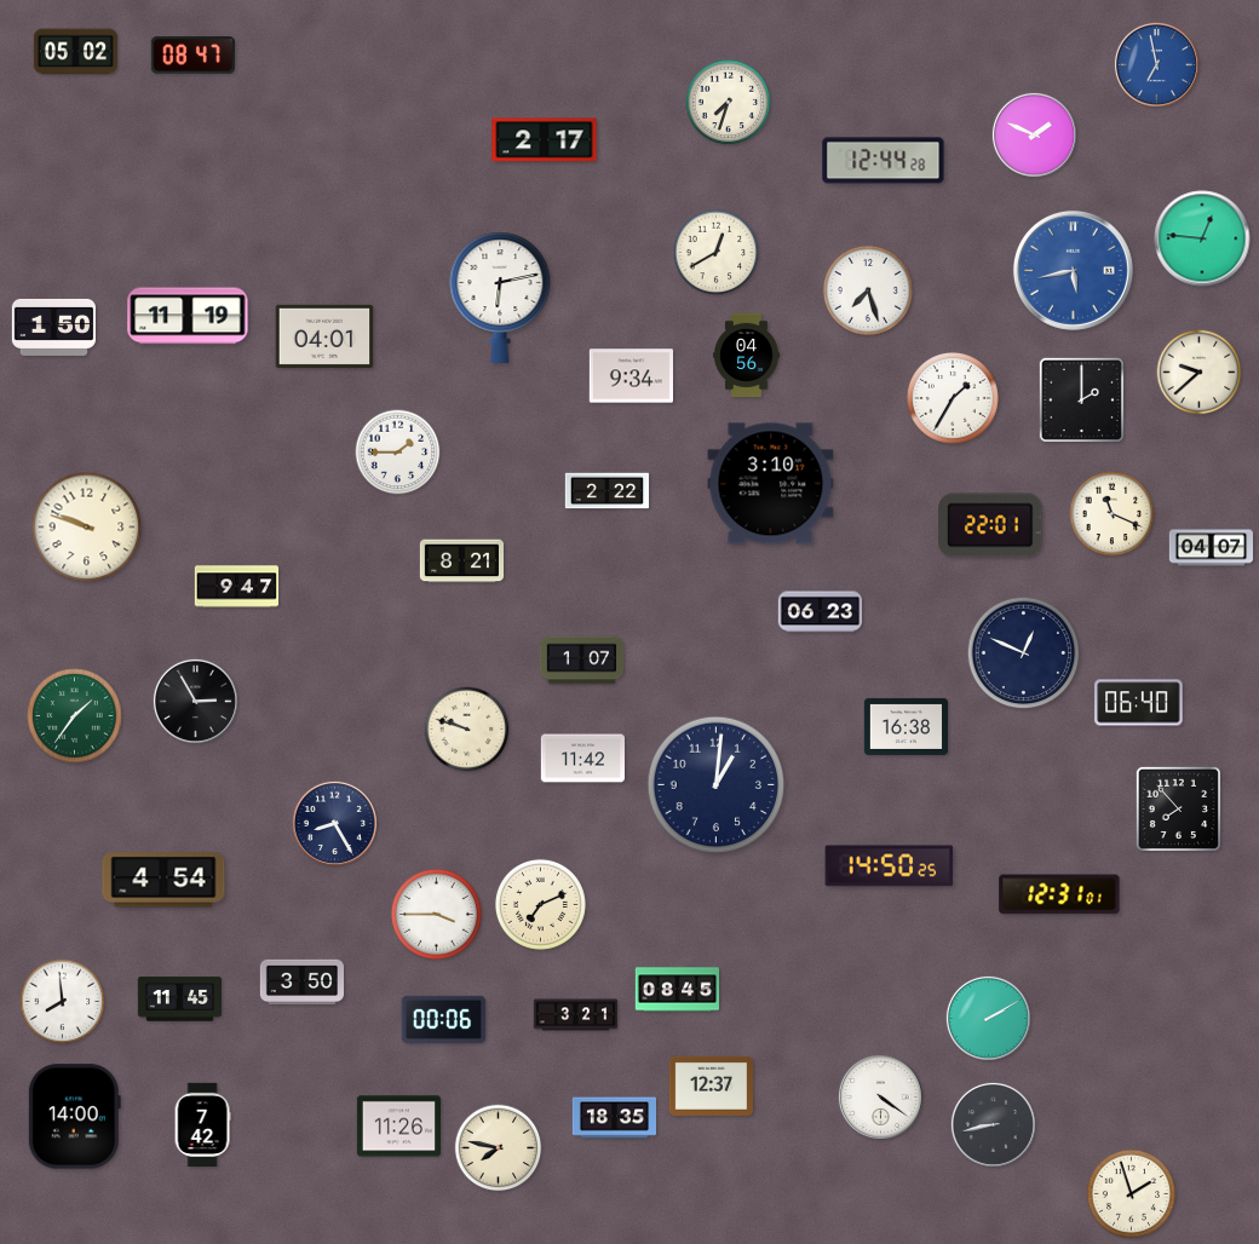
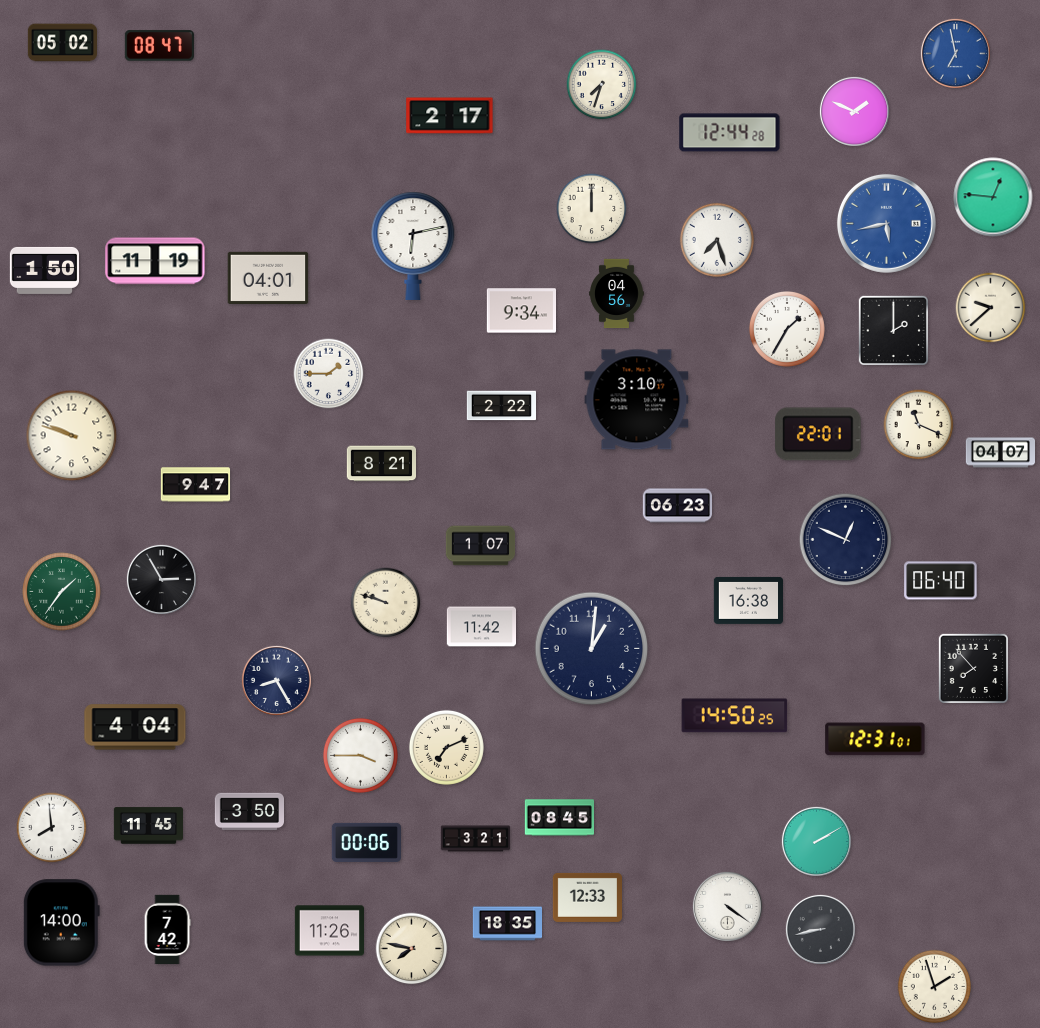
clock at (717, 253): 12:40 -> 12:00
clock at (163, 880): 4:54 -> 4:04
clock at (711, 1085): 12:37 -> 12:33
